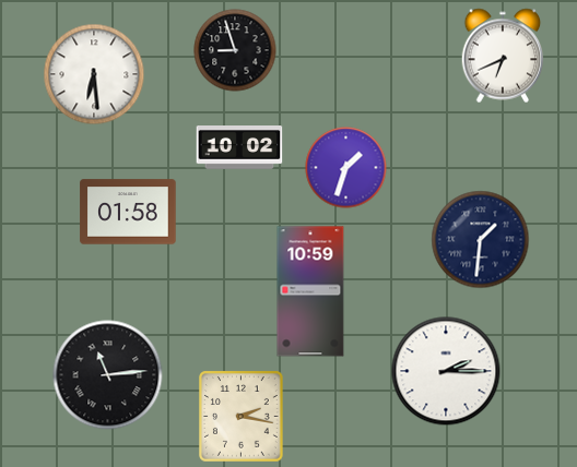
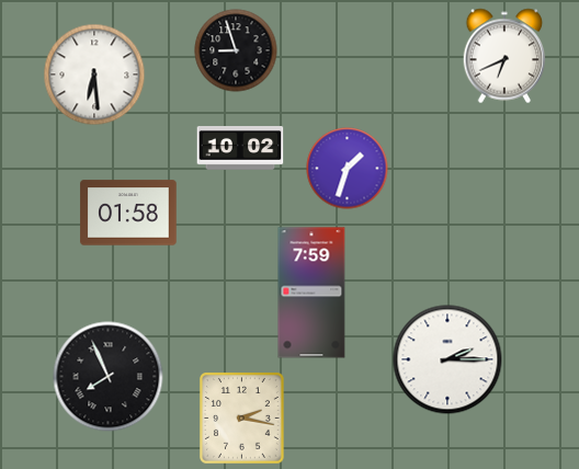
clock at (481, 240): 1:31 -> none
clock at (310, 291): 10:59 -> 7:59
clock at (446, 371) position: (446, 371) -> (447, 359)
clock at (108, 375): 11:14 -> 7:56
